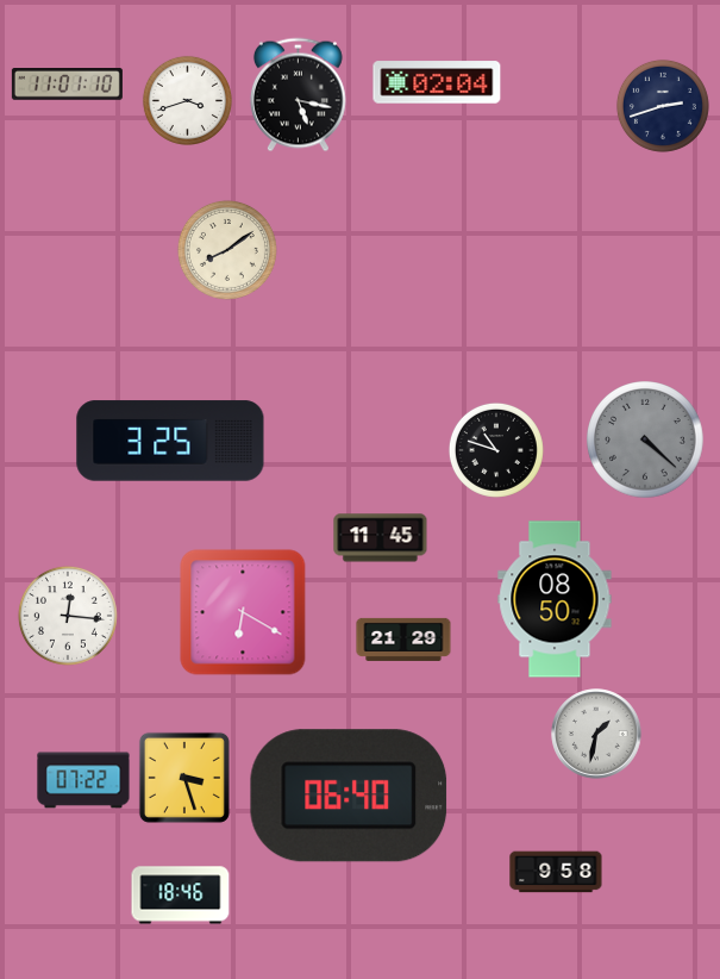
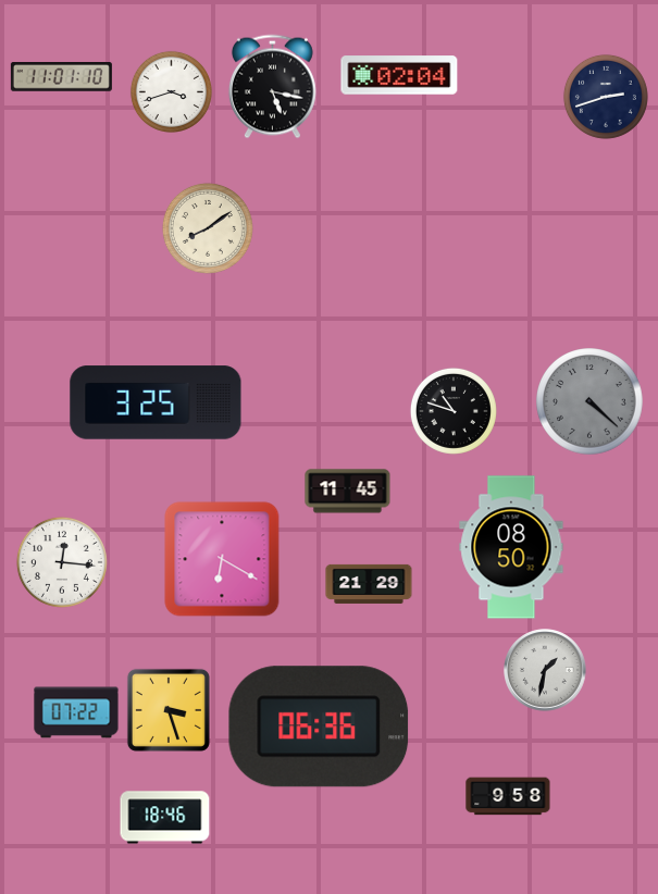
clock at (555, 599) position: (555, 599) -> (511, 547)
clock at (349, 796): 06:40 -> 06:36
